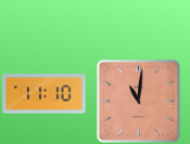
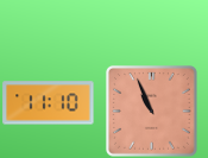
clock at (138, 101): 11:01 -> 10:56
